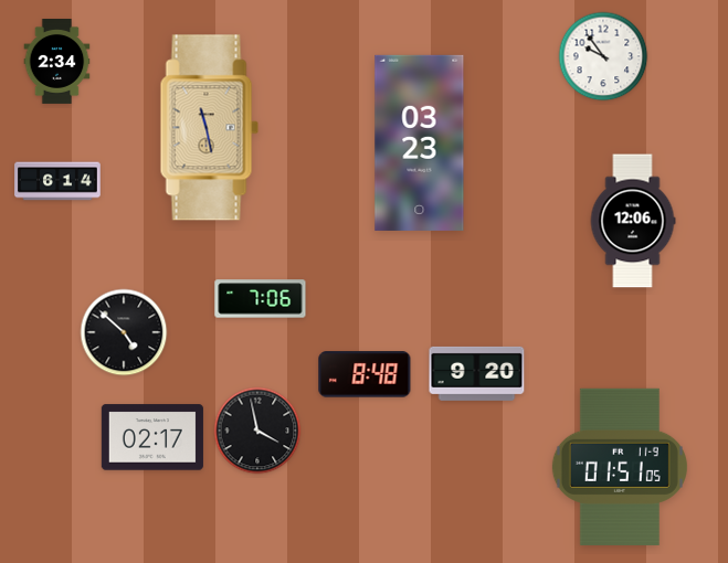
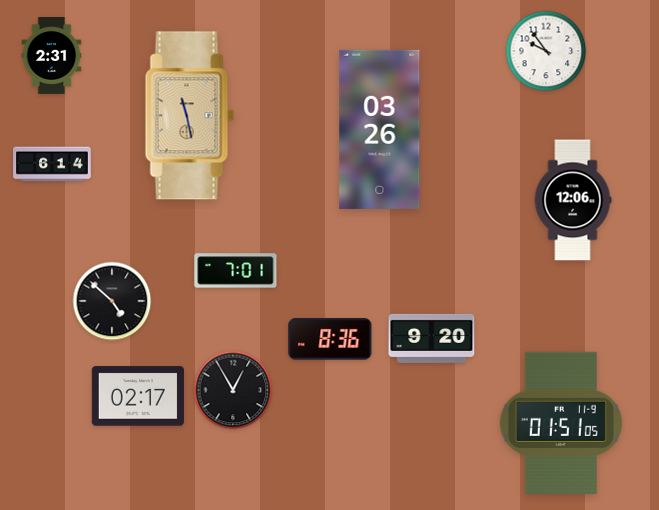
clock at (57, 62): 2:34 -> 2:31
clock at (420, 142): 03:23 -> 03:26
clock at (261, 299): 7:06 -> 7:01
clock at (365, 374): 8:48 -> 8:36
clock at (257, 431): 3:58 -> 12:55
